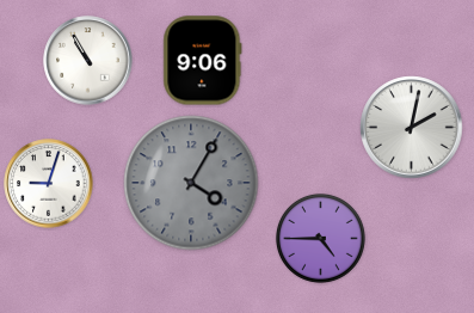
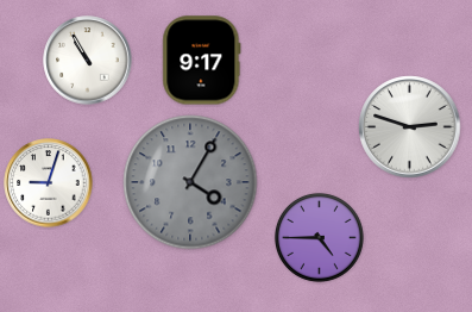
clock at (203, 61): 9:06 -> 9:17
clock at (412, 128): 2:02 -> 2:48
